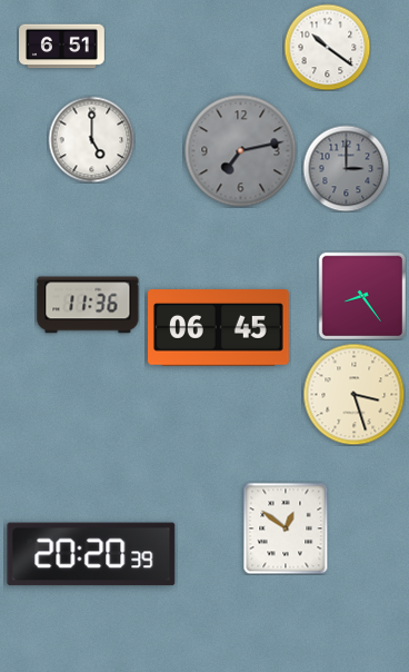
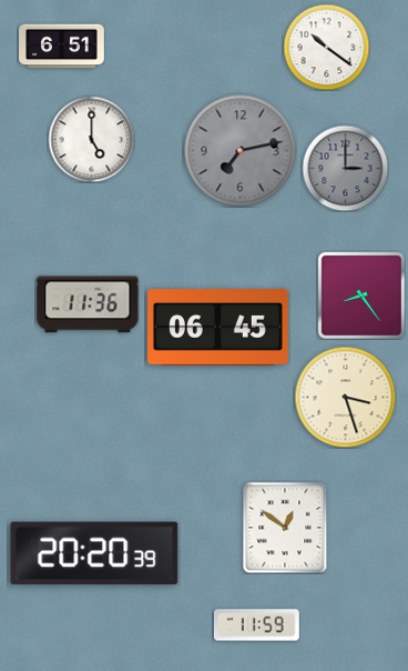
clock at (353, 394) position: (353, 394) -> (345, 397)
clock at (91, 554) position: (91, 554) -> (94, 553)
clock at (256, 625): none -> 11:59
